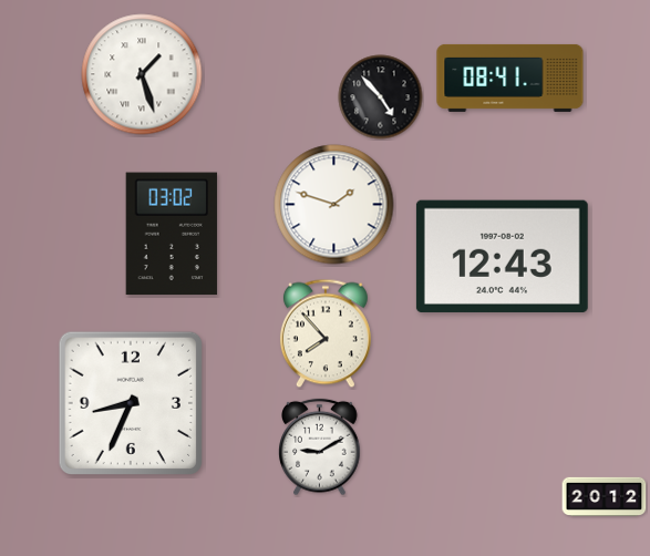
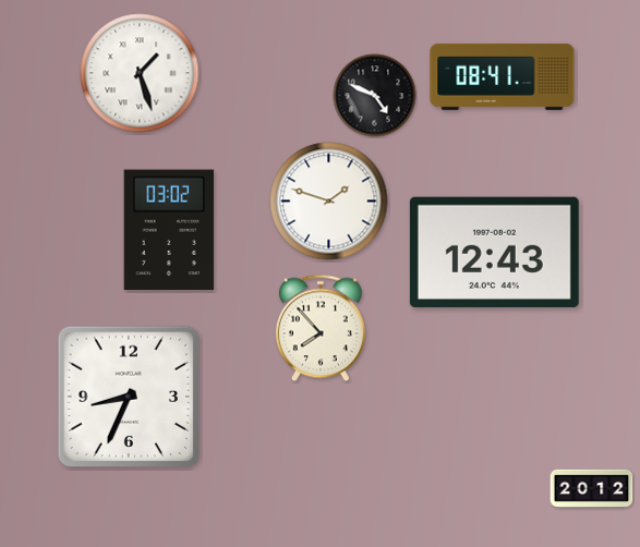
clock at (381, 97): 4:53 -> 4:49
clock at (320, 447): 9:10 -> none
clock at (605, 496) position: (605, 496) -> (592, 488)
